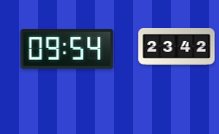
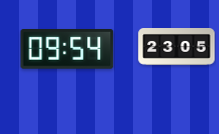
clock at (177, 47): 23:42 -> 23:05
